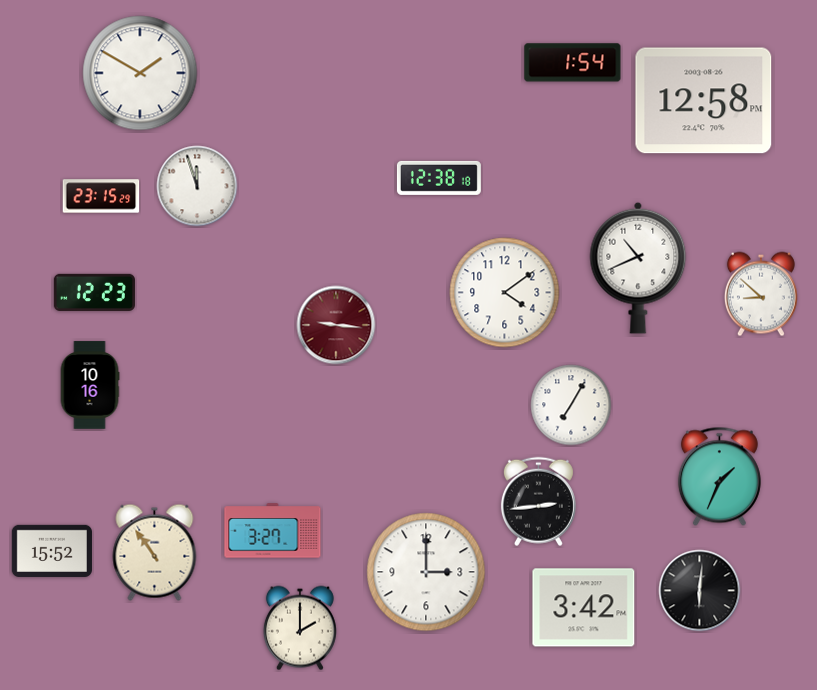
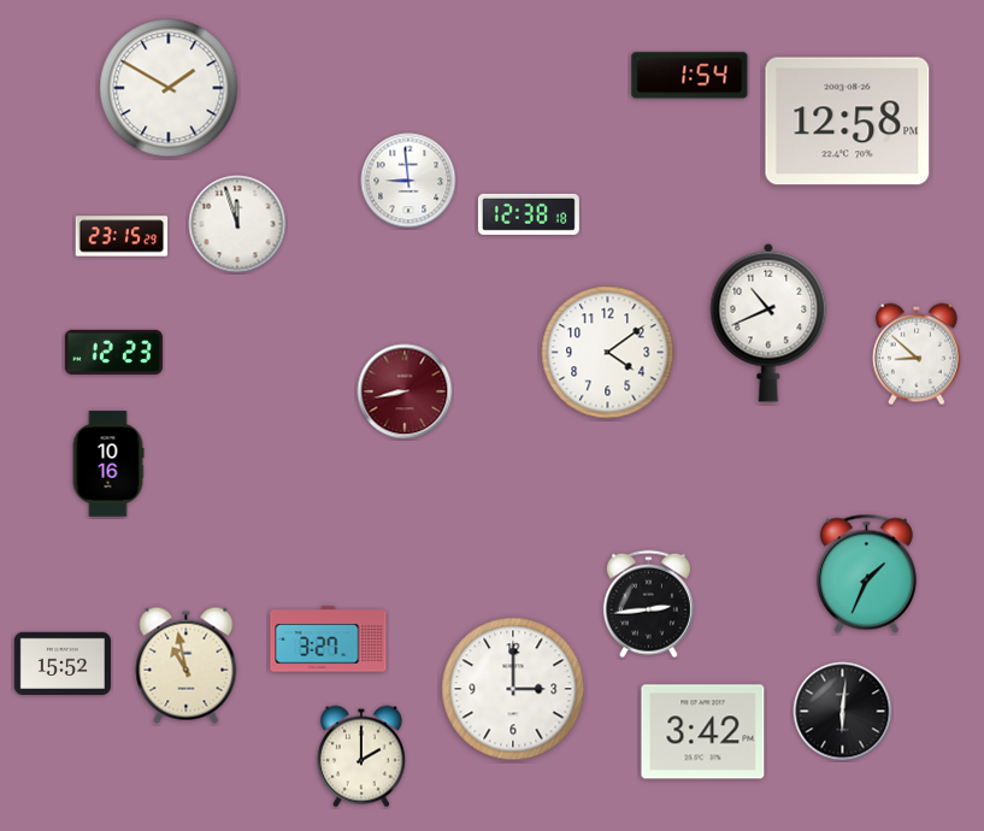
clock at (408, 181): none -> 8:59
clock at (336, 325): 9:16 -> 8:43
clock at (571, 405): 7:05 -> none
clock at (155, 552): 10:54 -> 10:58
